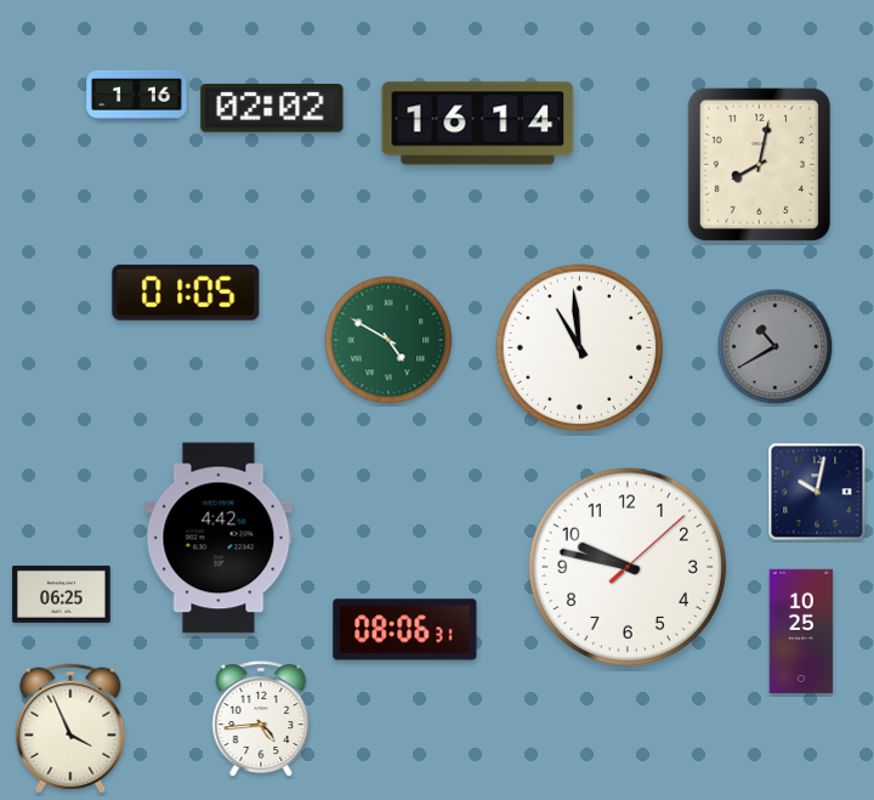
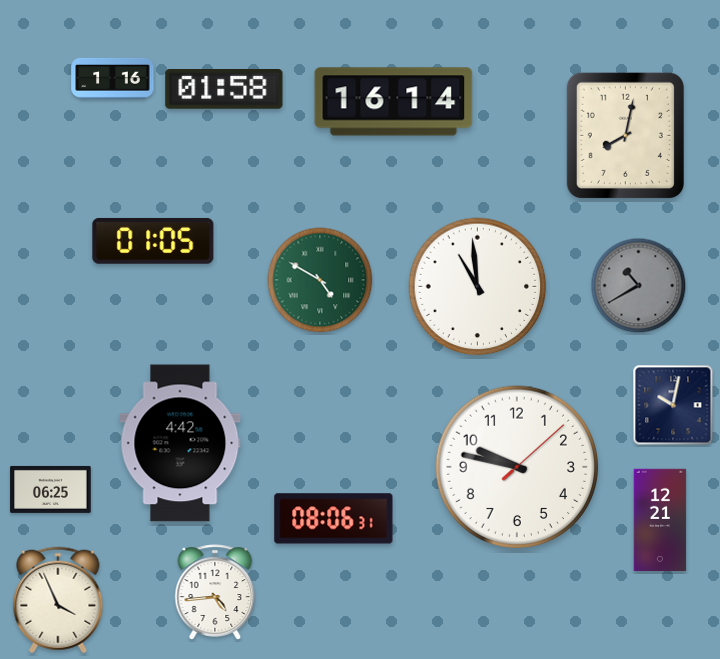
clock at (272, 109): 02:02 -> 01:58
clock at (801, 631): 10:25 -> 12:21
